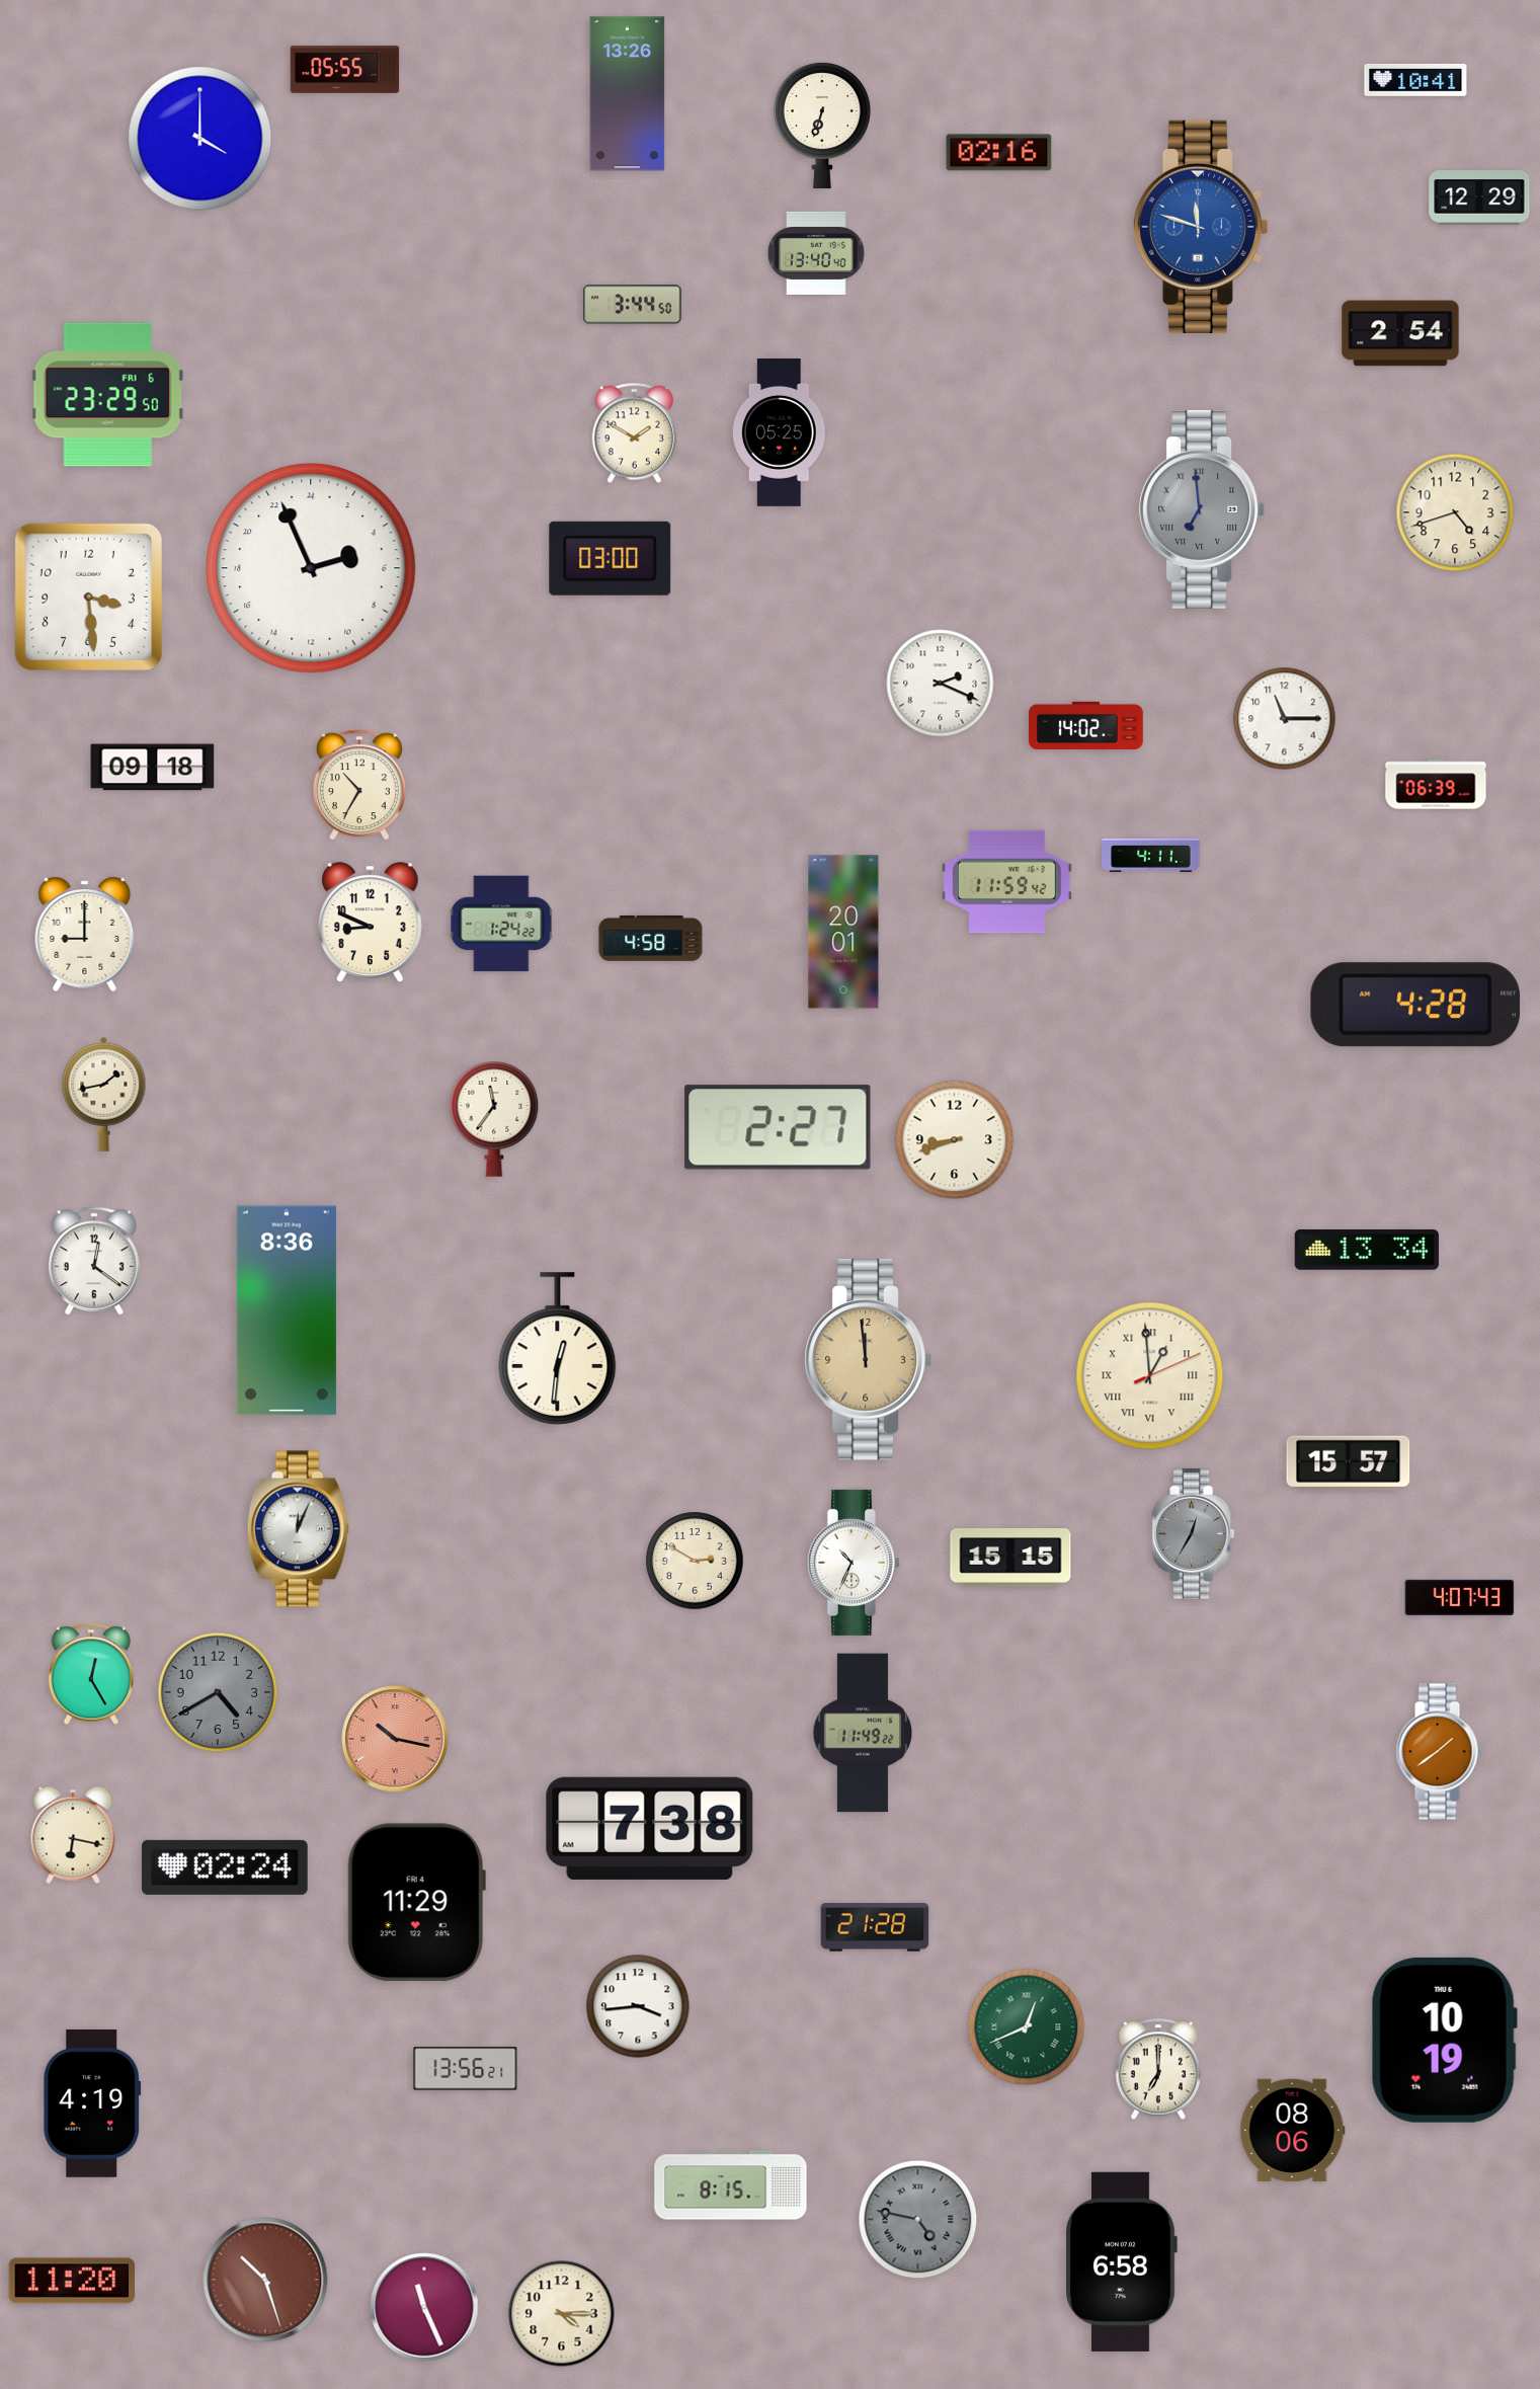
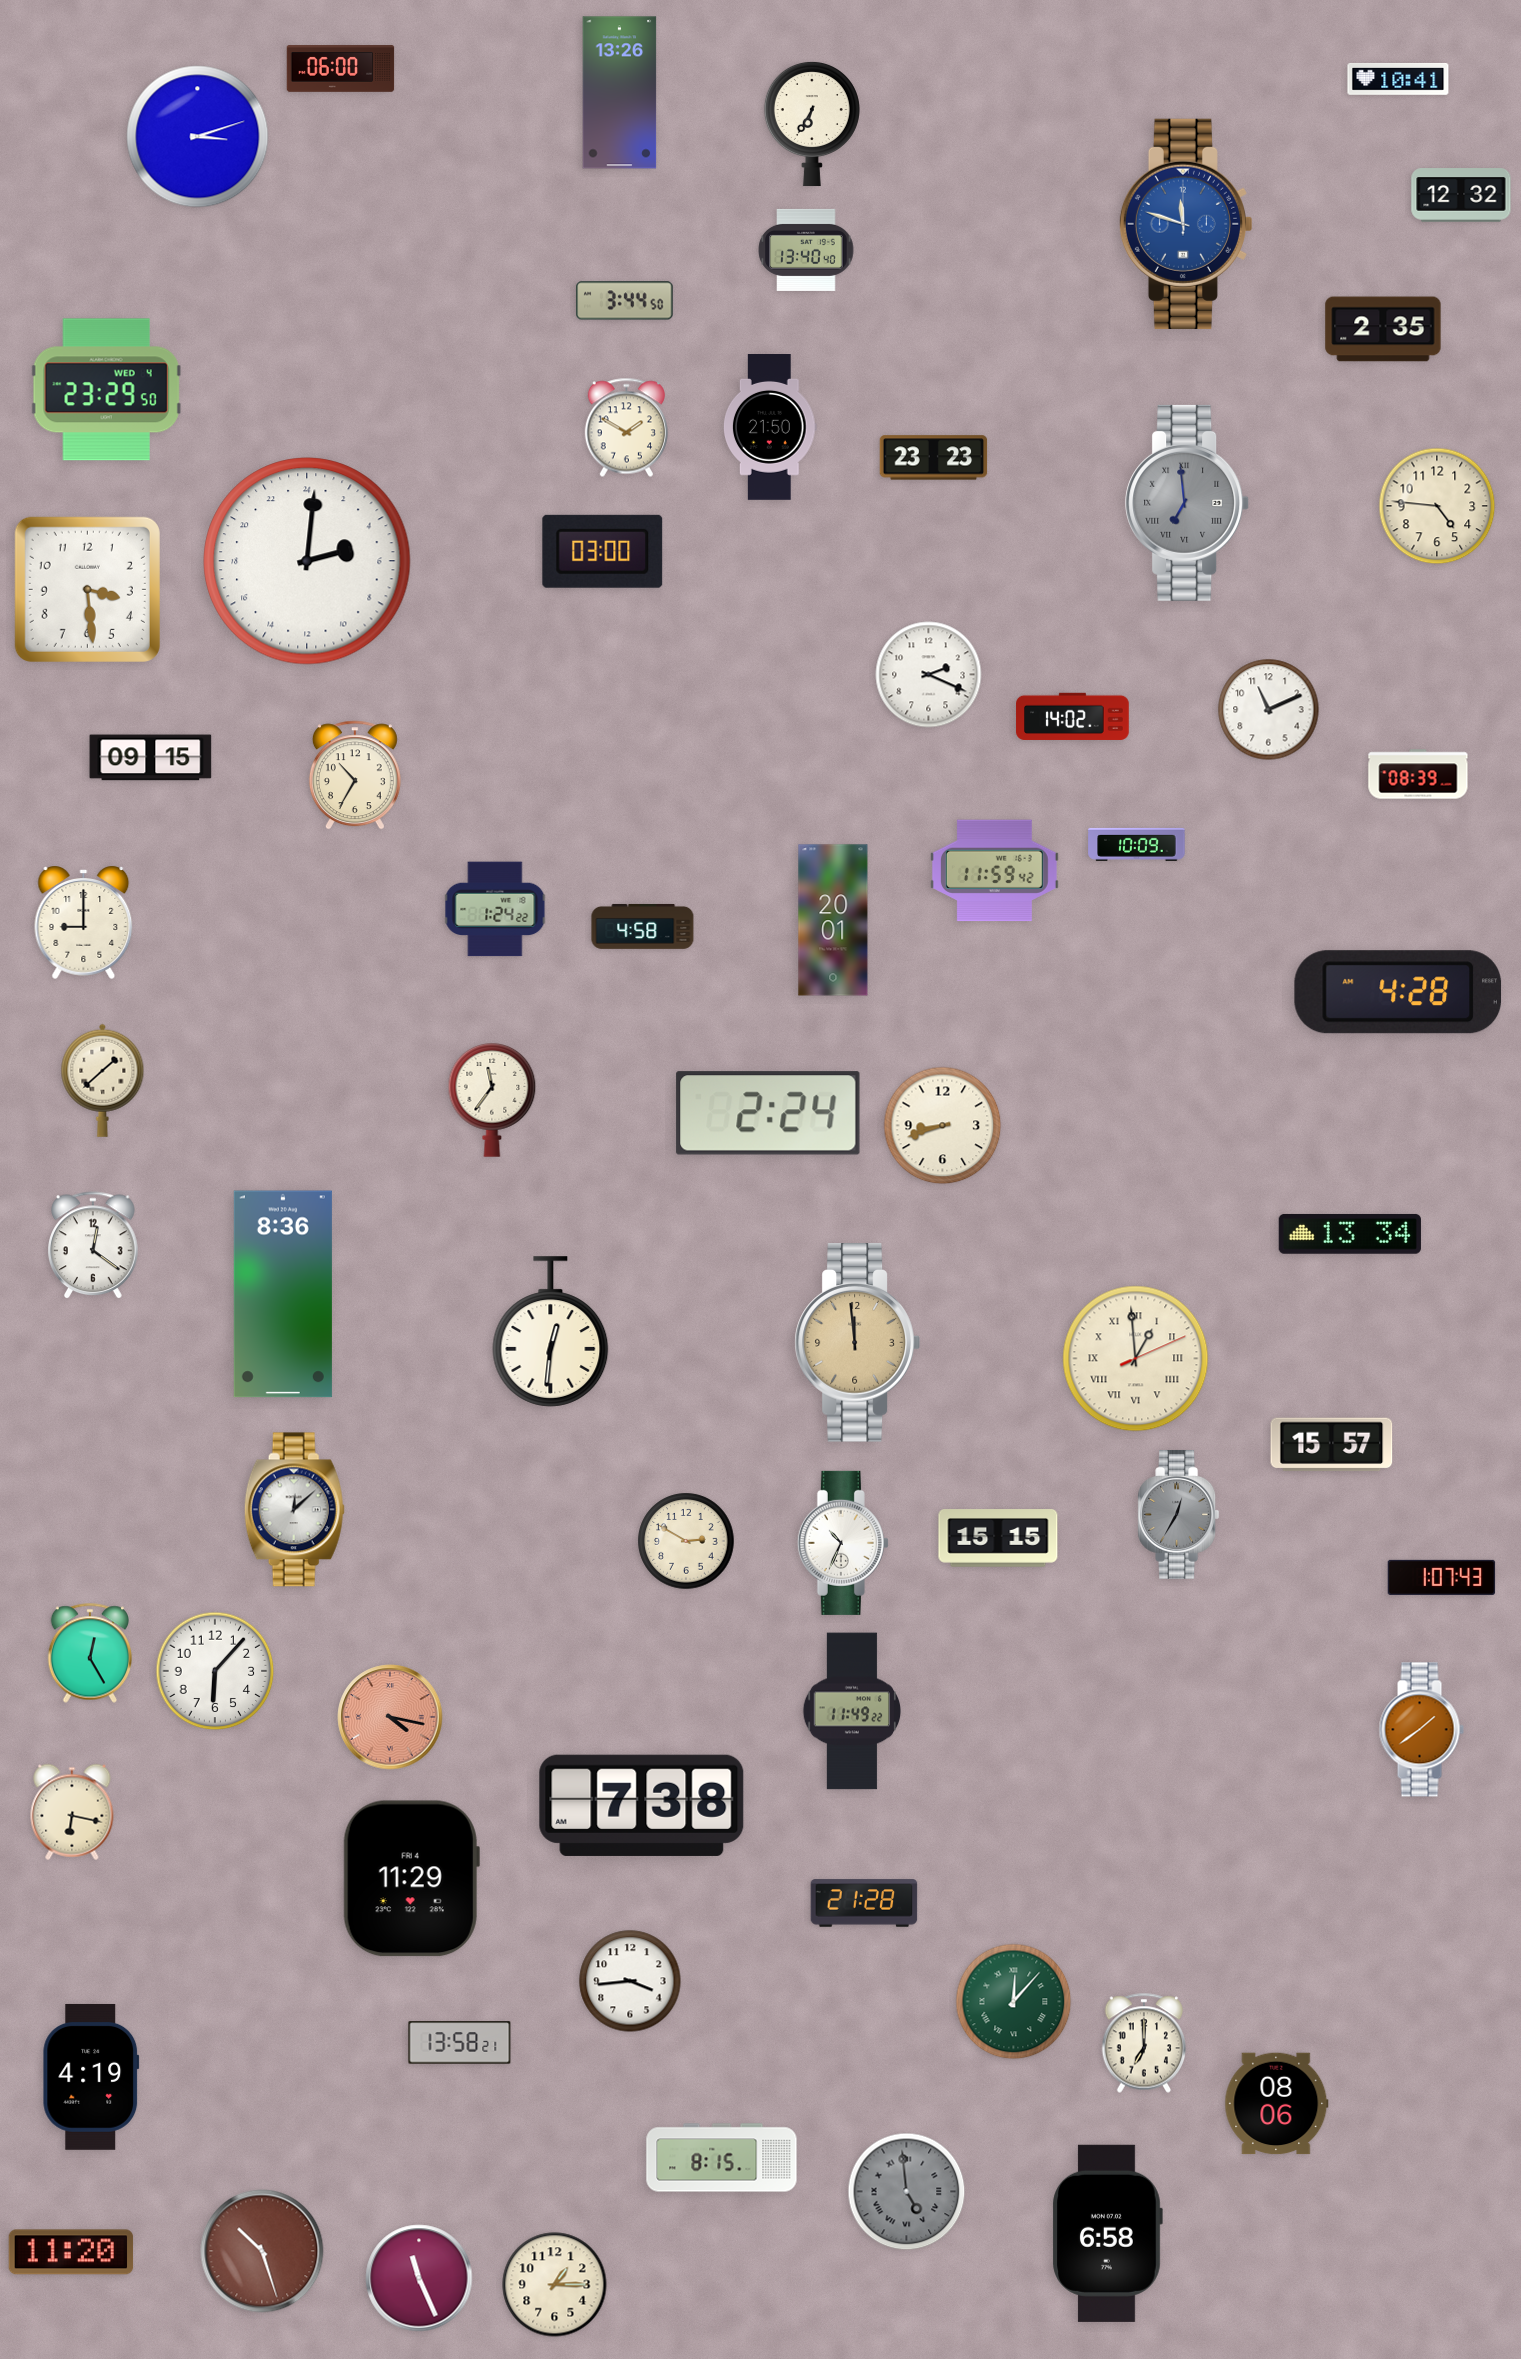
clock at (345, 70): 05:55 -> 06:00
clock at (822, 126): 6:33 -> 6:35
clock at (200, 139): 4:00 -> 3:12
clock at (999, 153): 02:16 -> none
clock at (1479, 197): 12:29 -> 12:32
clock at (1400, 333): 2:54 -> 2:35
clock at (107, 395) date: FRI 6 -> WED 4
clock at (780, 433): 05:25 -> 21:50
clock at (934, 458): none -> 23:23
clock at (1455, 512): 4:42 -> 4:46
clock at (311, 568): 4:56 -> 5:01
clock at (1285, 719): 11:15 -> 11:11
clock at (153, 768): 09:18 -> 09:15
clock at (1436, 784): 06:39 -> 08:39
clock at (1151, 855): 4:11 -> 10:09
clock at (370, 922): 8:49 -> none
clock at (501, 924) position: (501, 924) -> (495, 909)
clock at (104, 1094): 1:43 -> 1:38
clock at (494, 1120) position: (494, 1120) -> (492, 1101)
clock at (778, 1127): 2:27 -> 2:24
clock at (298, 1529): 12:04 -> 12:08
clock at (1460, 1597): 4:07 -> 1:07
clock at (218, 1692): 4:40 -> 6:07
clock at (218, 1692) dial: grey -> white
clock at (395, 1739): 10:17 -> 4:17
clock at (226, 1867): 02:24 -> none
clock at (1027, 2027): 12:41 -> 12:07
clock at (1444, 2040): 10:19 -> none
clock at (466, 2069): 13:56 -> 13:58
clock at (918, 2220): 4:47 -> 4:59
clock at (562, 2314): 4:15 -> 1:15
